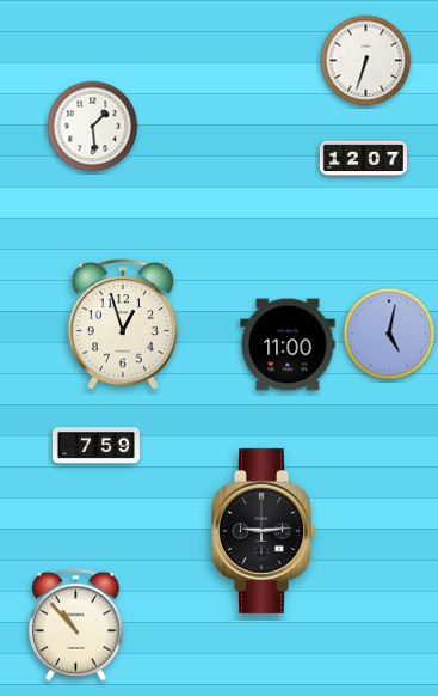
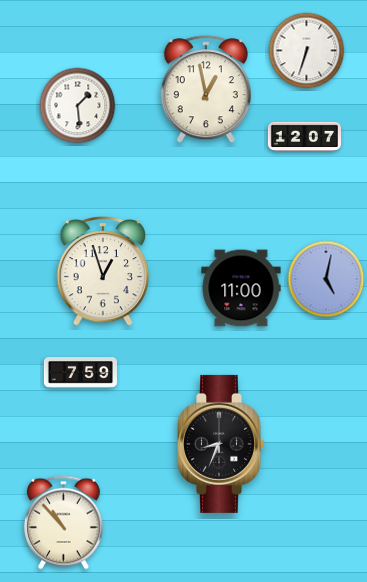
clock at (206, 90): none -> 12:58
clock at (363, 159) position: (363, 159) -> (304, 137)
clock at (265, 531): 9:14 -> 8:34
